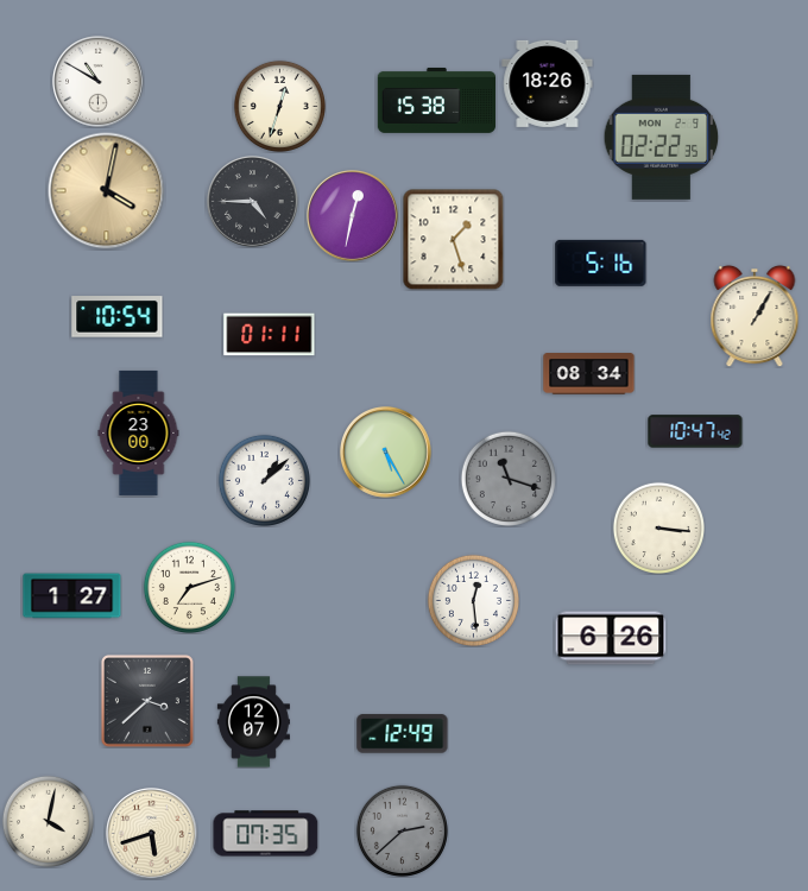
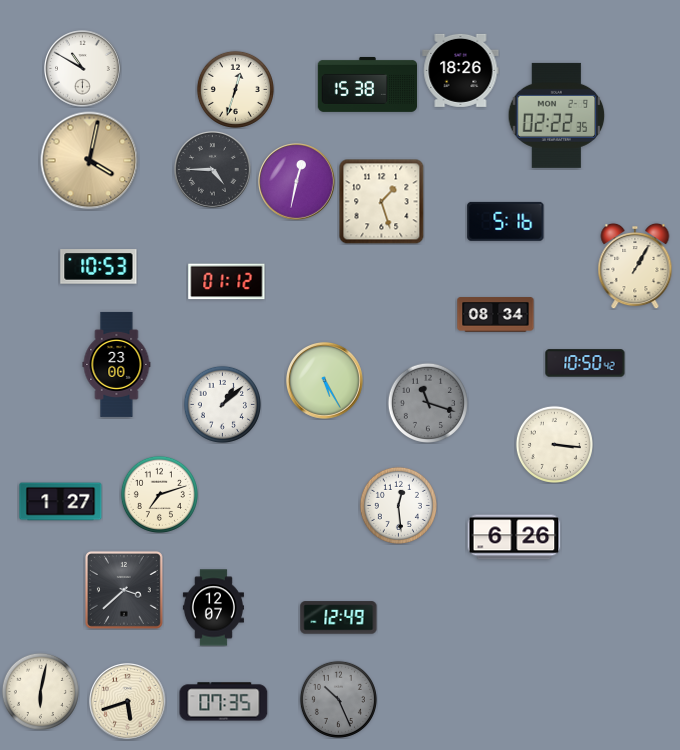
clock at (118, 317): 10:54 -> 10:53
clock at (270, 335): 01:11 -> 01:12
clock at (695, 431): 10:47 -> 10:50
clock at (48, 821): 4:02 -> 6:02
clock at (402, 830): 2:38 -> 10:26
